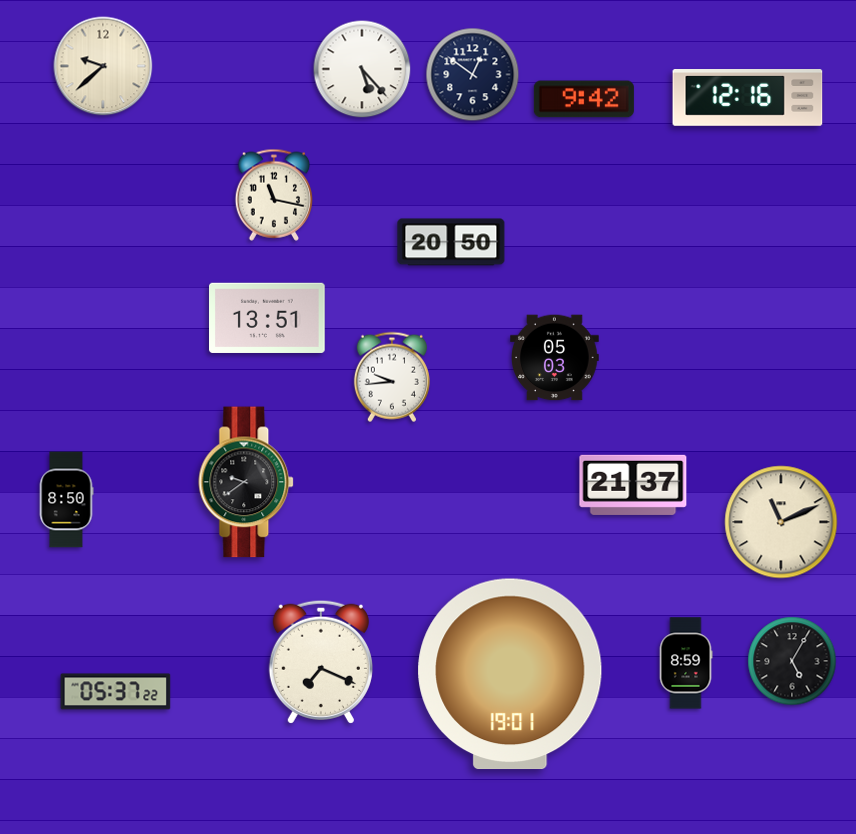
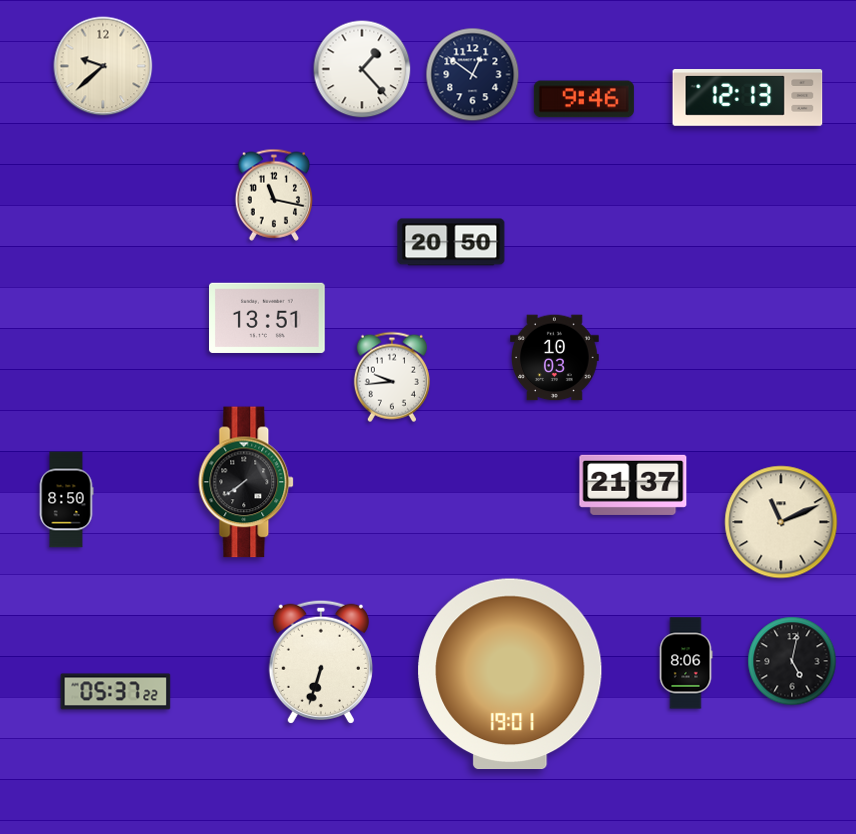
clock at (362, 69): 5:23 -> 1:23
clock at (748, 98): 12:16 -> 12:13
clock at (584, 99): 9:42 -> 9:46
clock at (555, 358): 05:03 -> 10:03
clock at (247, 482): 9:39 -> 7:39
clock at (792, 661): 5:05 -> 5:02
clock at (321, 662): 7:19 -> 6:33
clock at (686, 663): 8:59 -> 8:06
